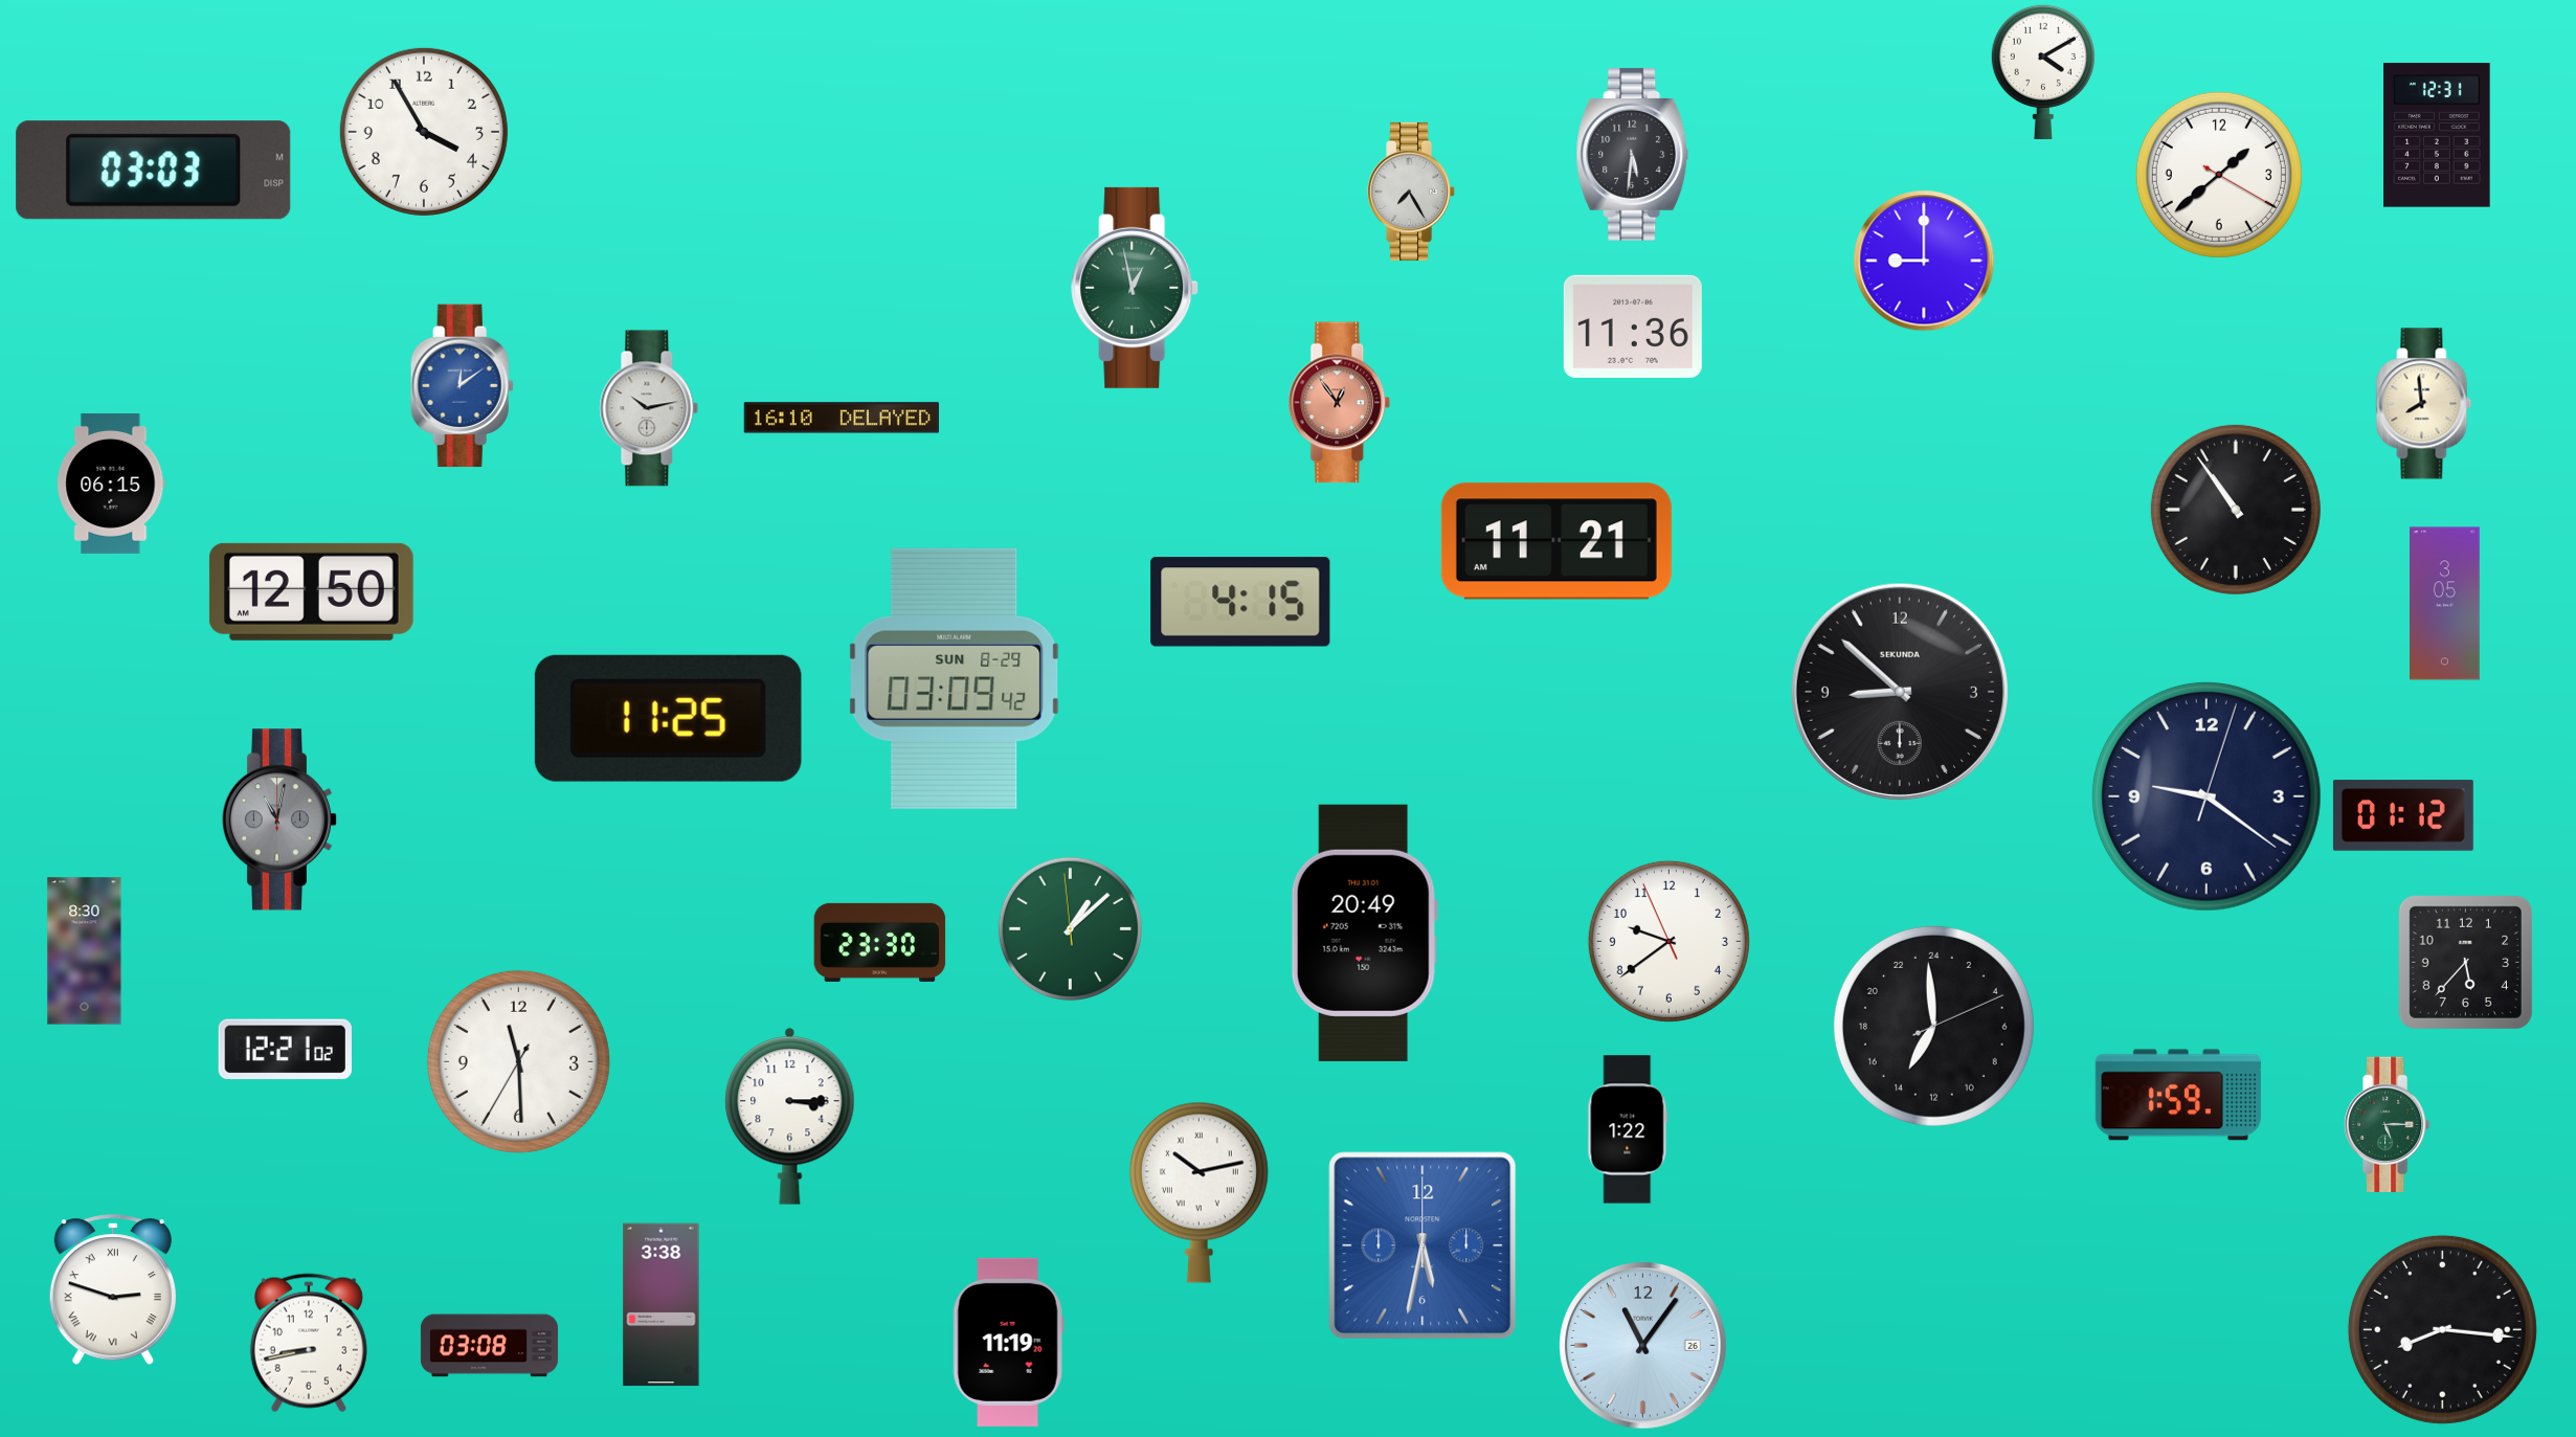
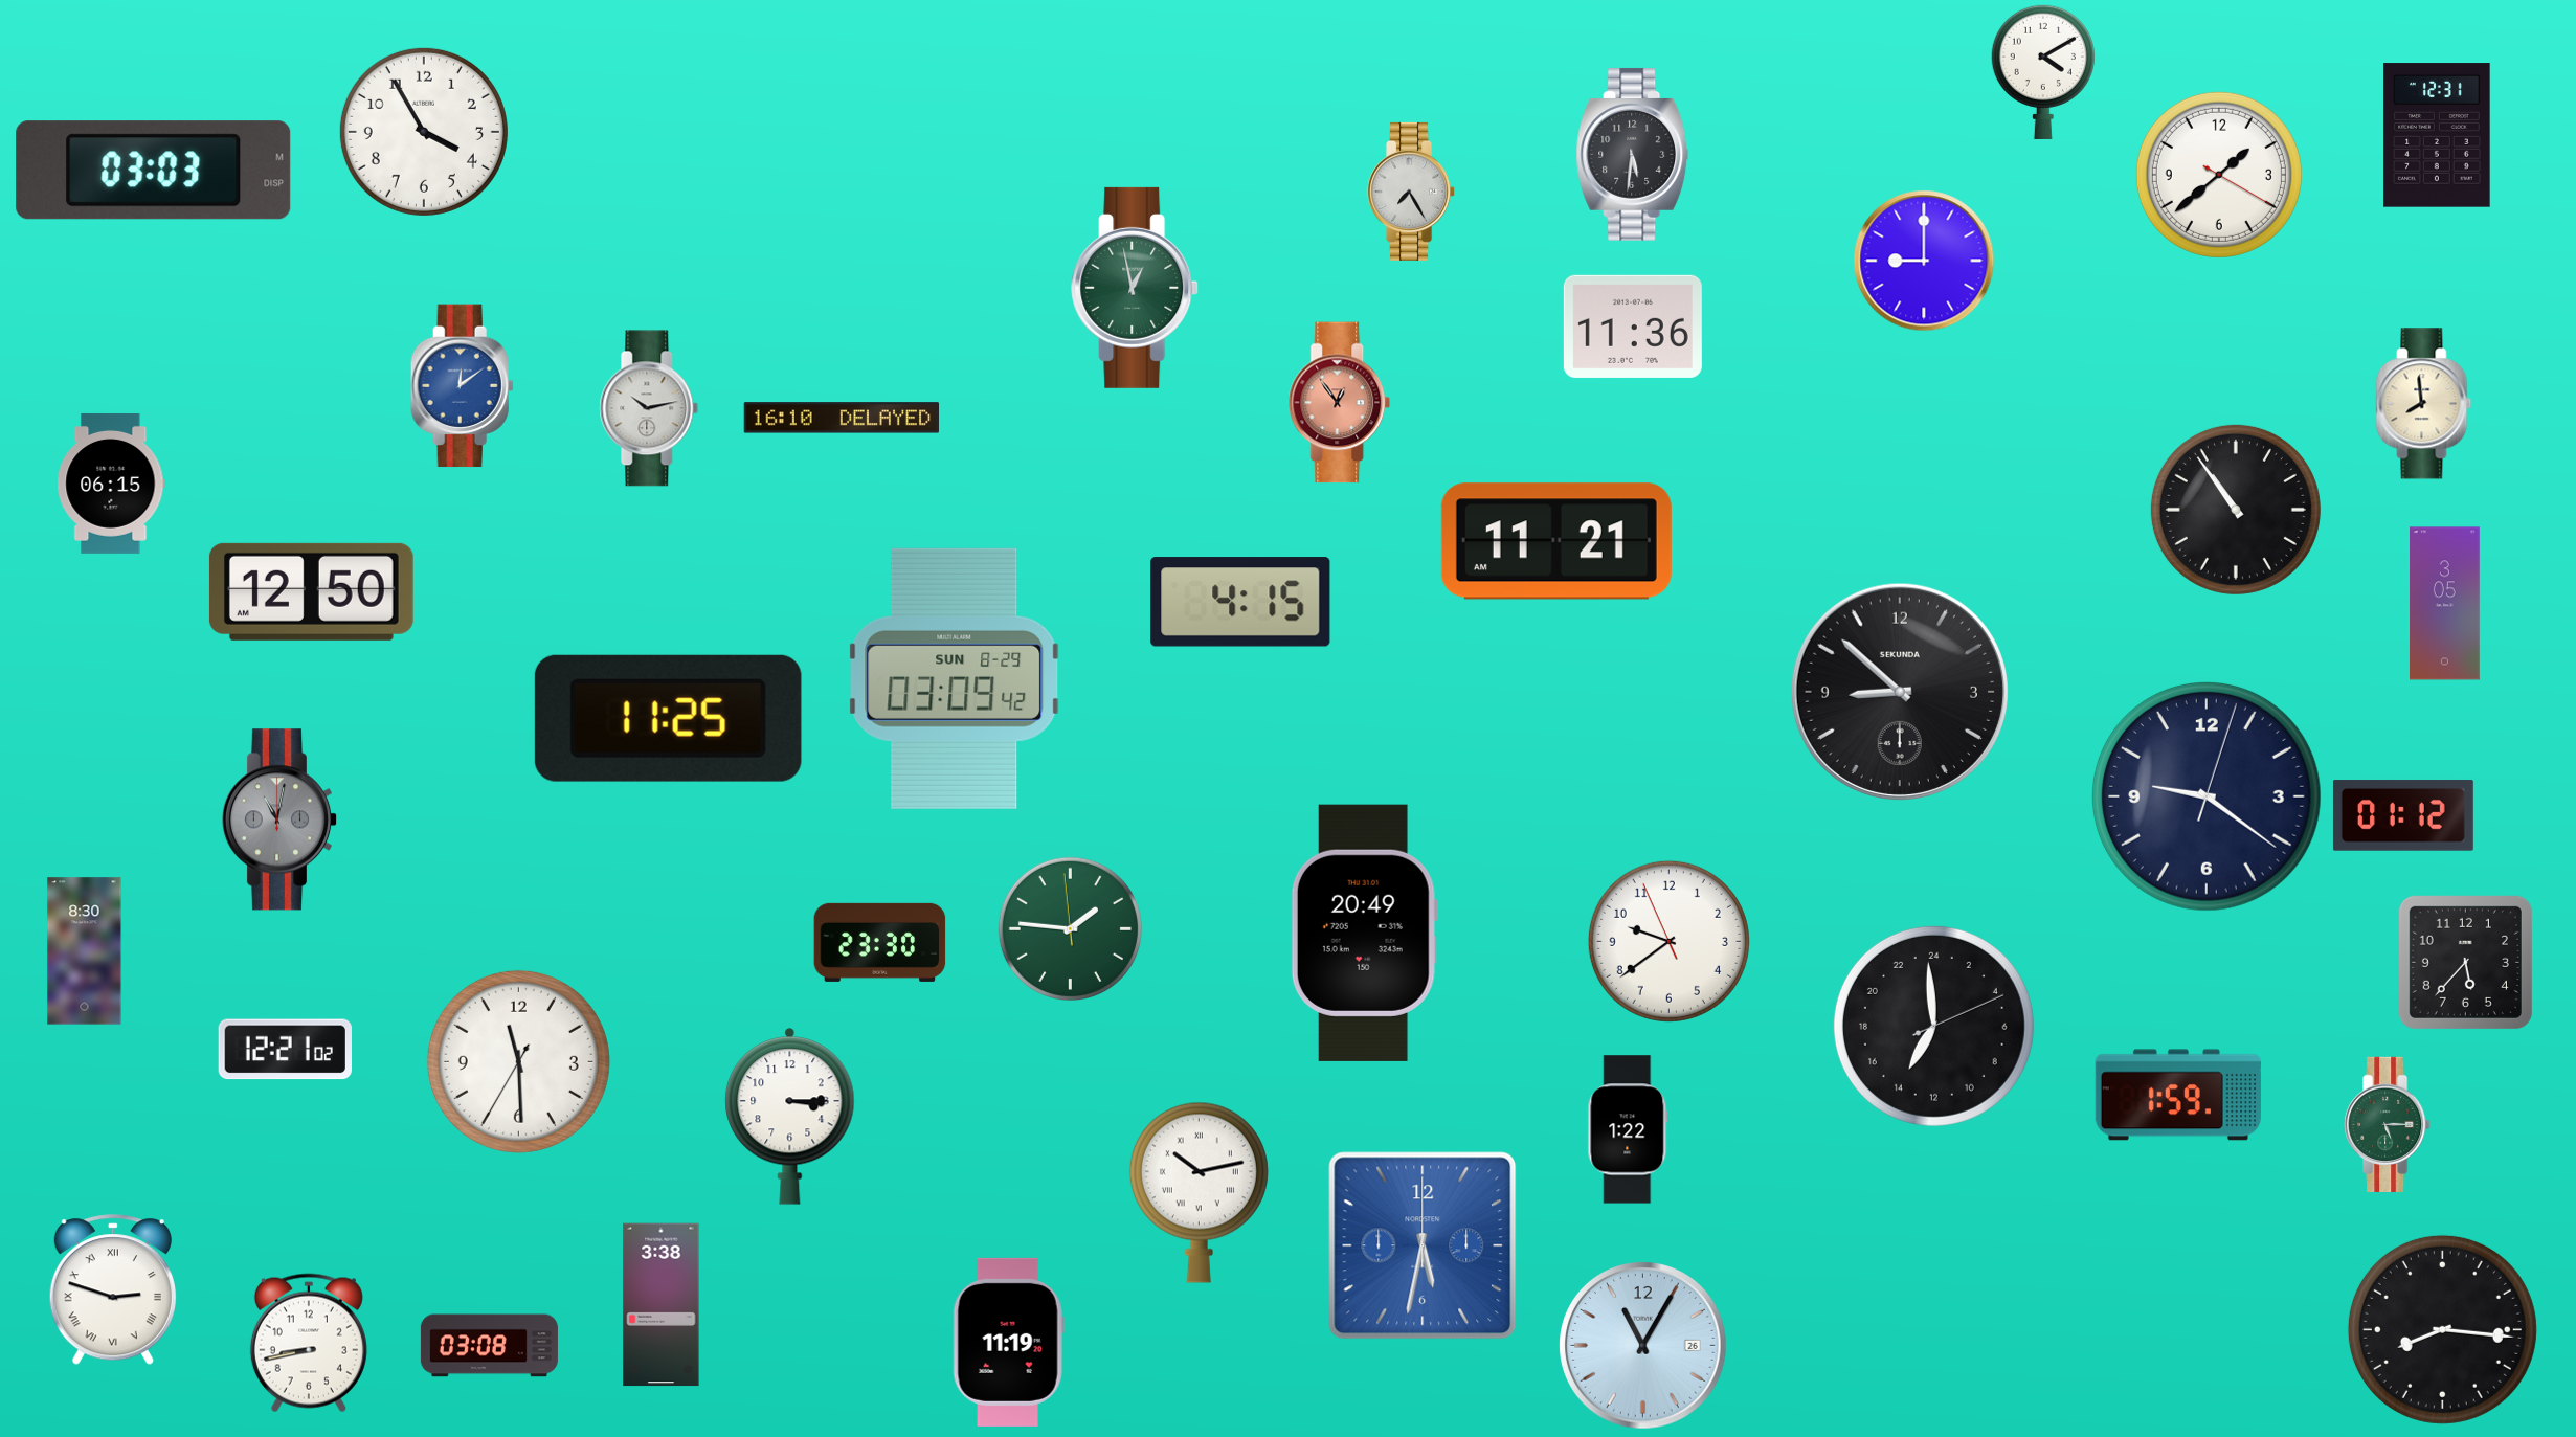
clock at (1070, 928): 1:07 -> 1:45
clock at (1643, 1346): 11:06 -> 11:05
